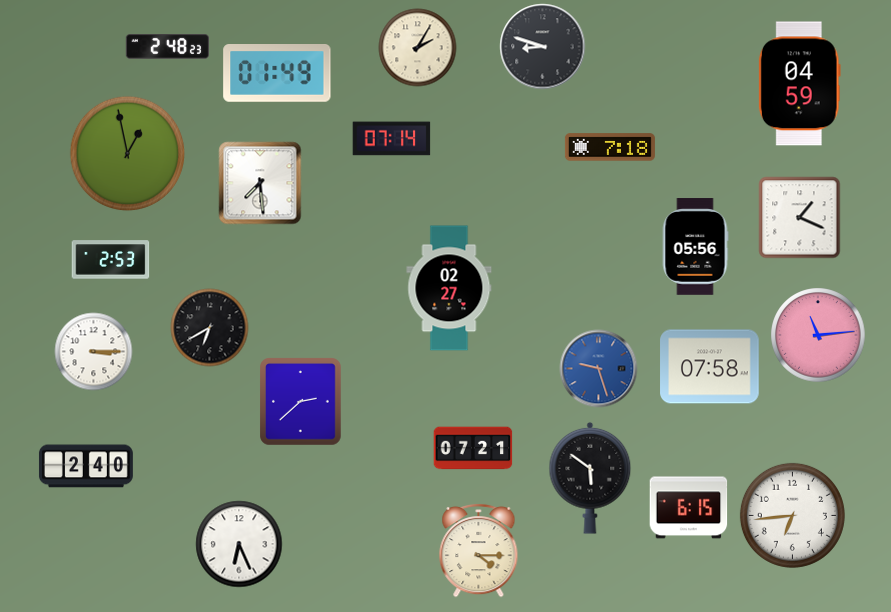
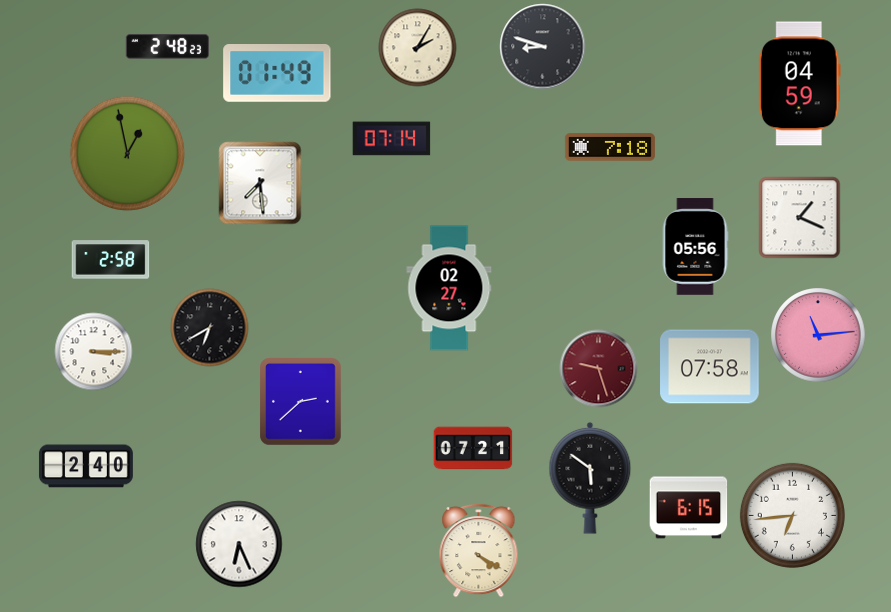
clock at (110, 260): 2:53 -> 2:58
clock at (598, 368) dial: blue -> burgundy
clock at (479, 550): 4:15 -> 4:20
